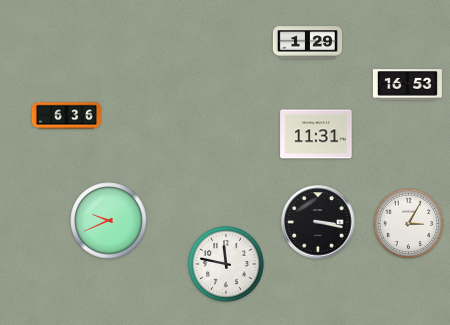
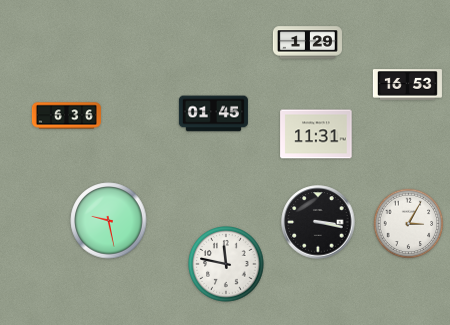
clock at (213, 114): none -> 01:45
clock at (109, 221): 9:41 -> 9:28
